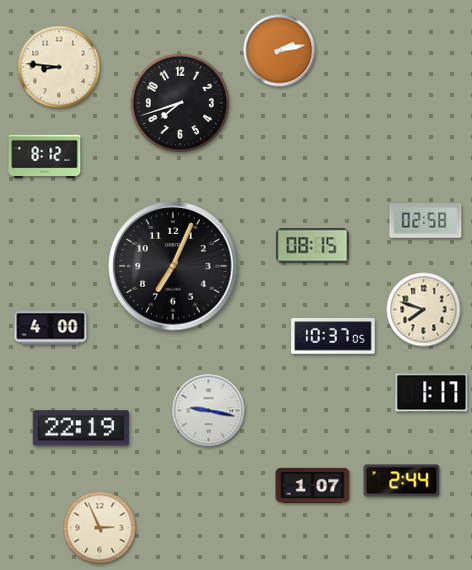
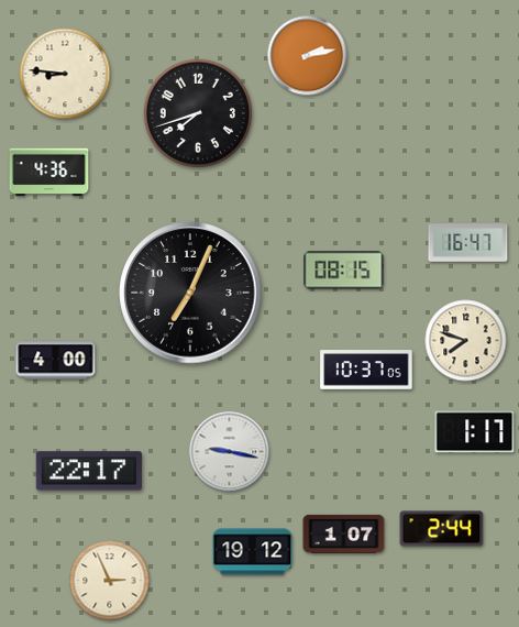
clock at (45, 157): 8:12 -> 4:36
clock at (426, 221): 02:58 -> 16:47
clock at (80, 428): 22:19 -> 22:17
clock at (253, 552): none -> 19:12
